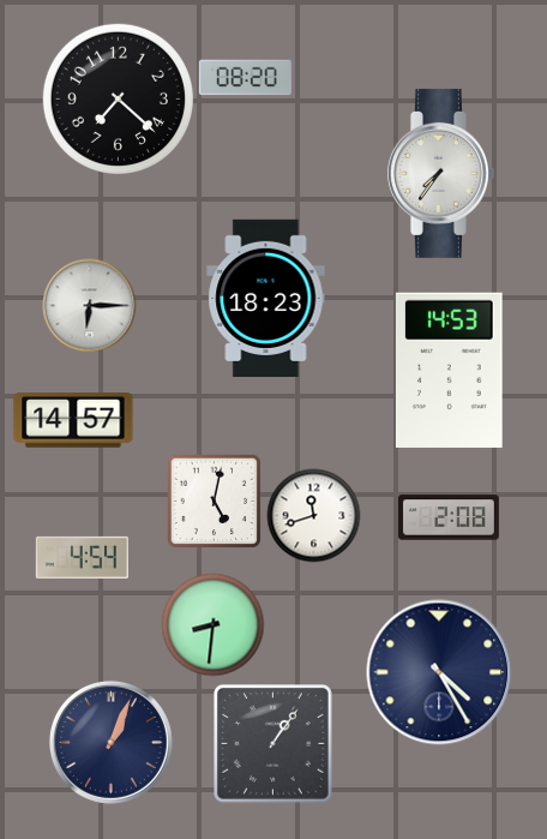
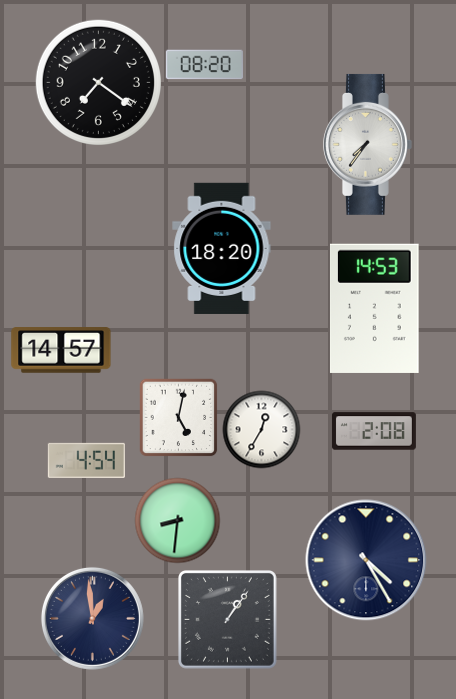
clock at (118, 98): 7:22 -> 7:21
clock at (266, 298): 18:23 -> 18:20
clock at (89, 305): 6:15 -> none
clock at (313, 515): 11:42 -> 12:35
clock at (82, 557) position: (82, 557) -> (86, 460)
clock at (110, 742): 1:04 -> 12:59
